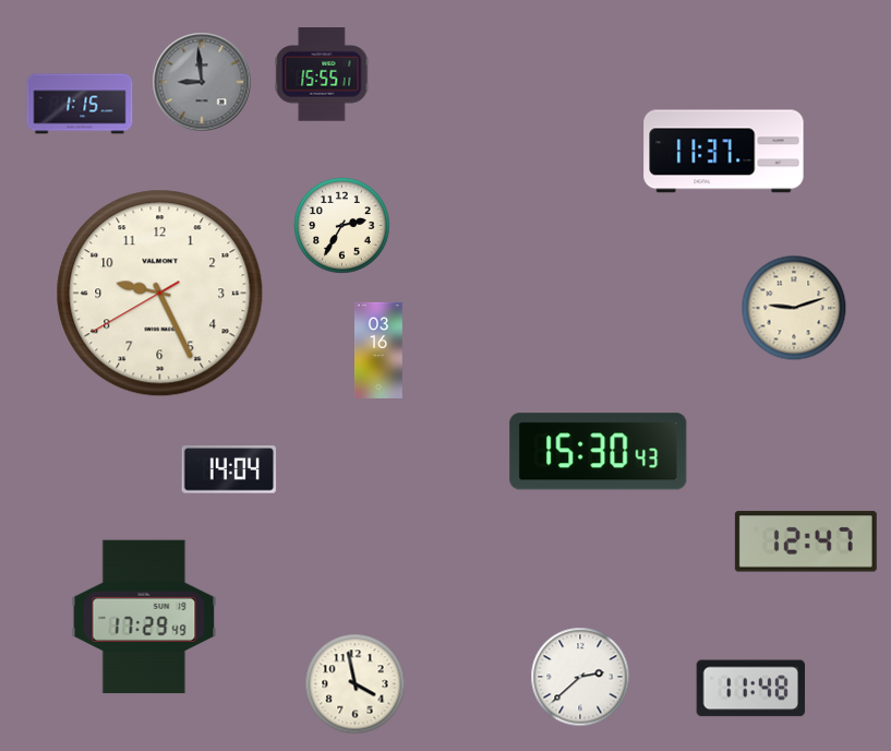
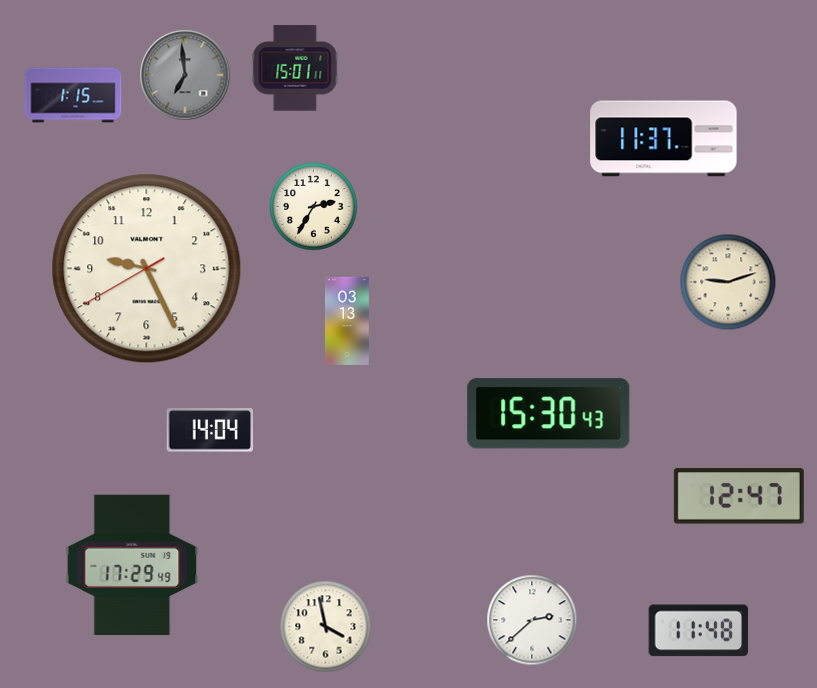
clock at (322, 74): 15:55 -> 15:01
clock at (202, 82): 8:59 -> 6:59
clock at (380, 350): 03:16 -> 03:13
clock at (751, 689) position: (751, 689) -> (699, 631)
